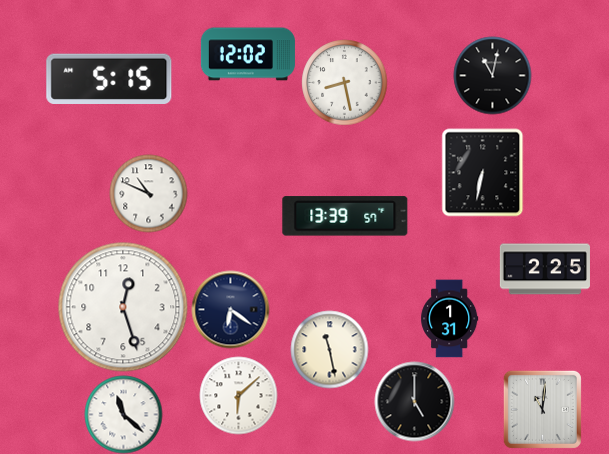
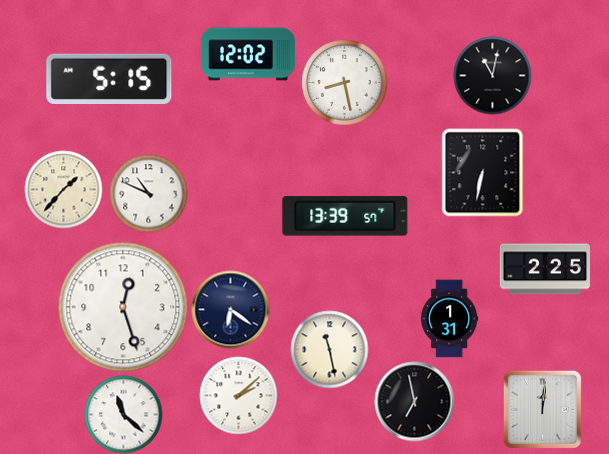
clock at (63, 189): none -> 1:37
clock at (238, 395): 6:08 -> 2:08
clock at (414, 401): 5:00 -> 6:58
clock at (542, 409): 11:01 -> 12:01
